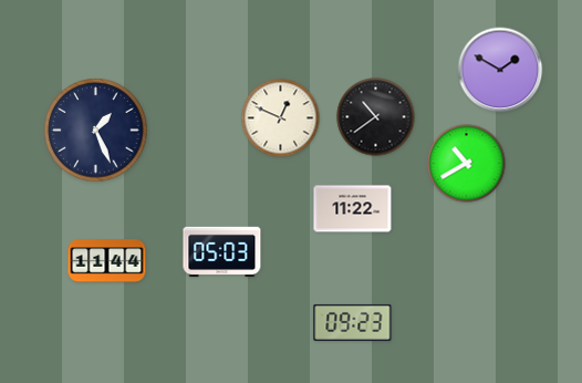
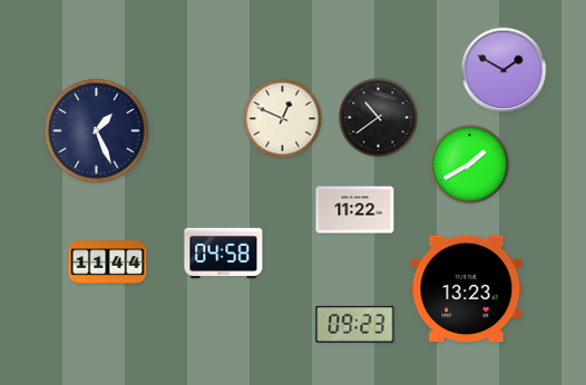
clock at (467, 164): 10:40 -> 1:40
clock at (222, 252): 05:03 -> 04:58
clock at (467, 289): none -> 13:23
